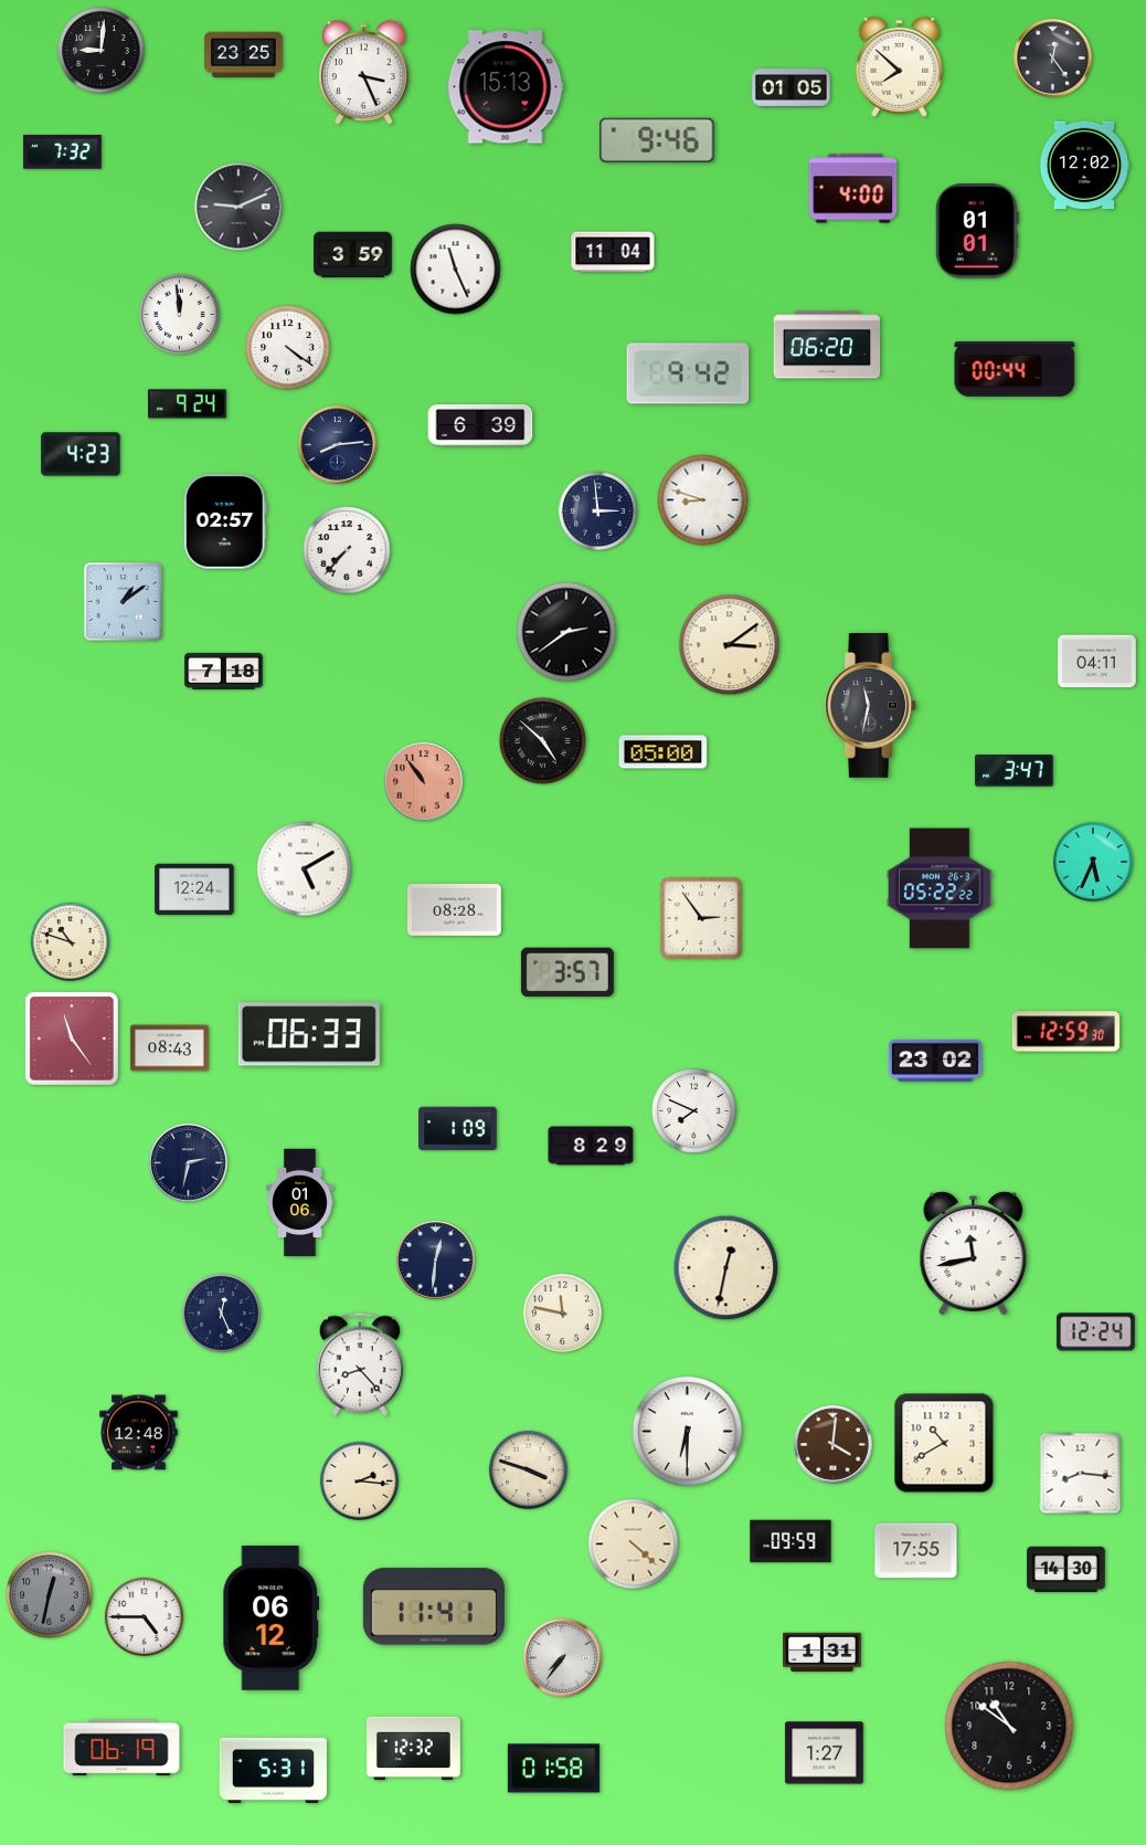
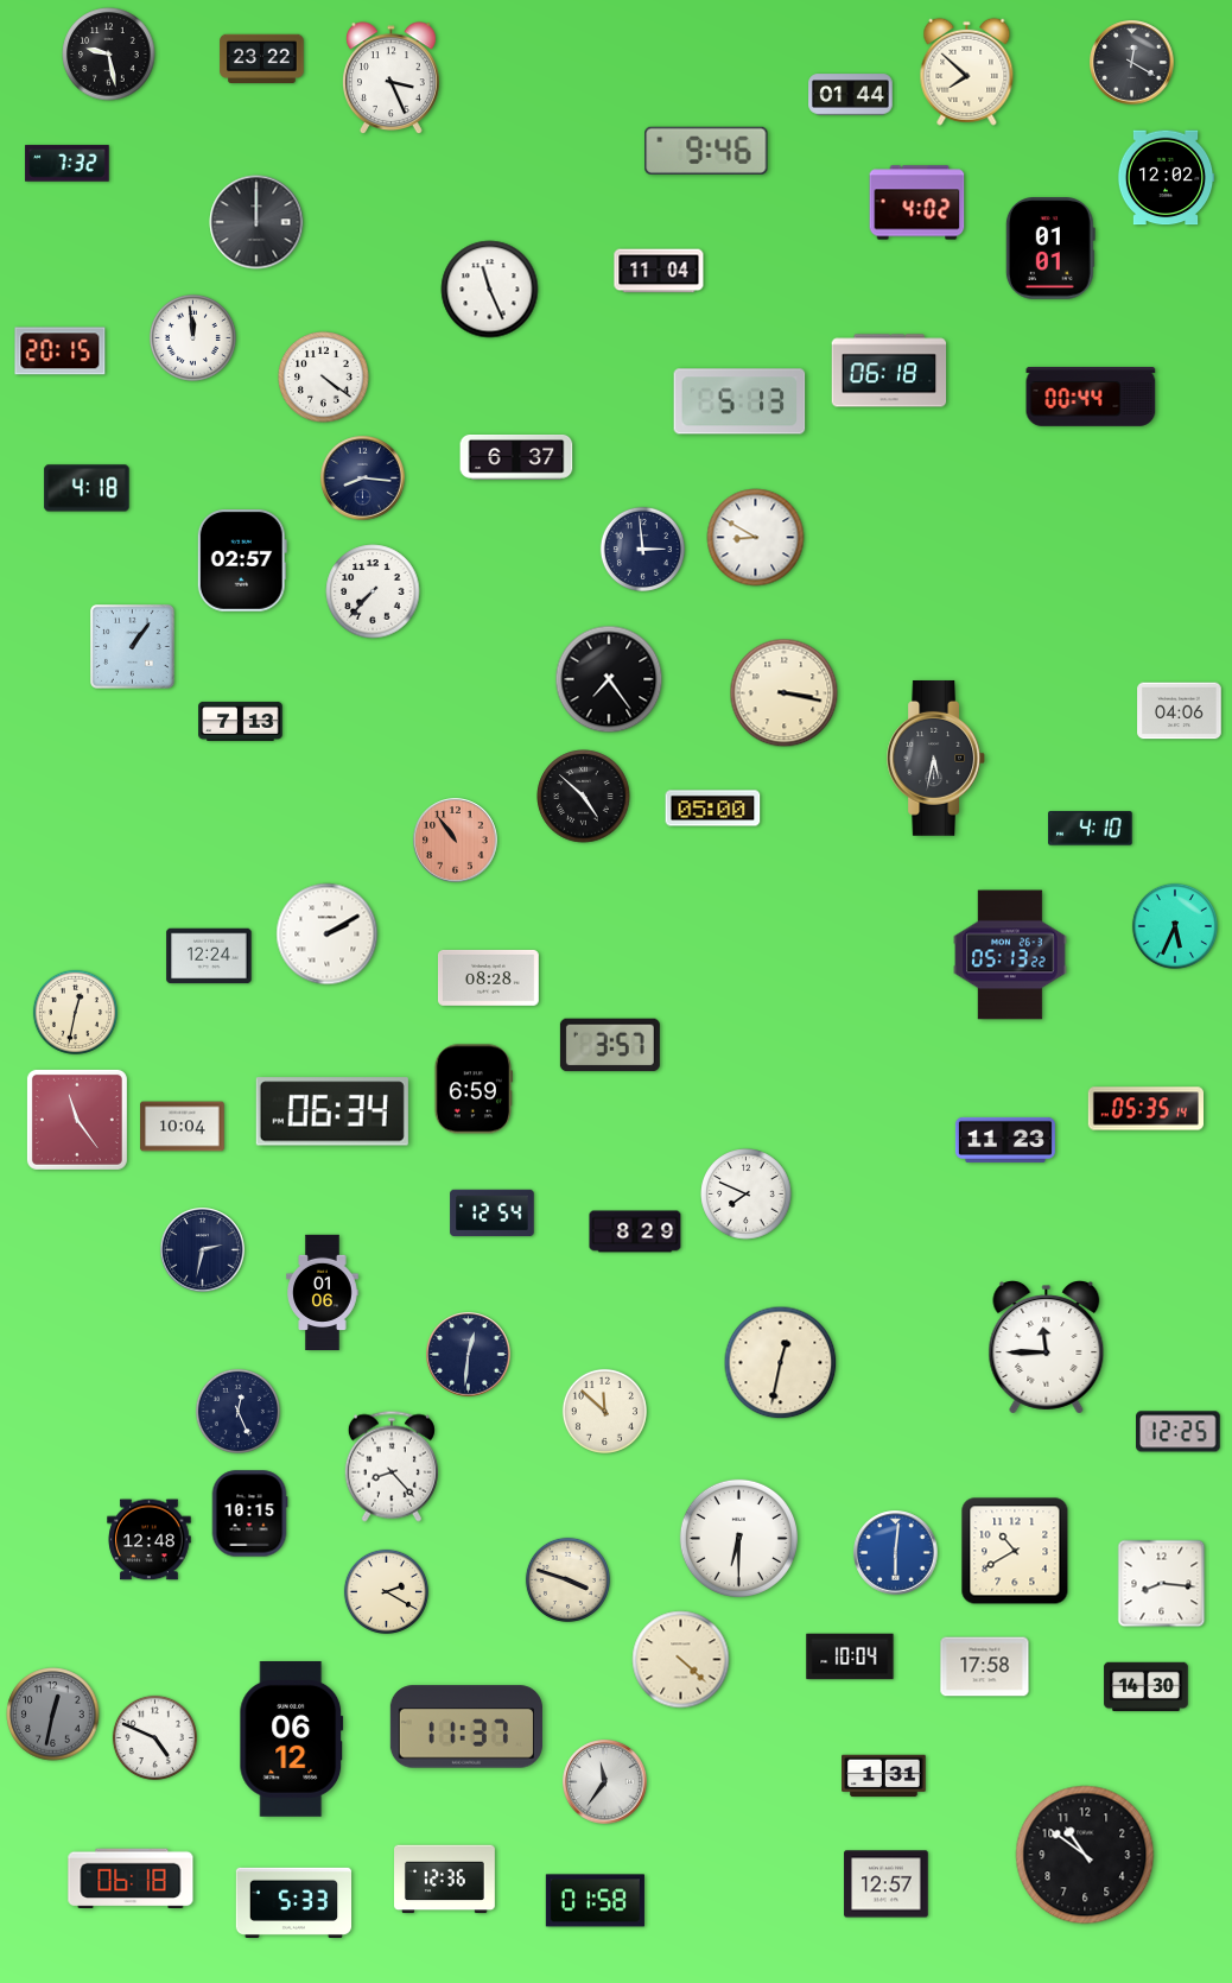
clock at (102, 51): 9:01 -> 9:28
clock at (244, 55): 23:25 -> 23:22
clock at (1053, 59): 12:24 -> 12:20
clock at (506, 87): 15:13 -> none
clock at (792, 88): 01:05 -> 01:44
clock at (853, 189): 4:00 -> 4:02
clock at (238, 207): 9:11 -> 12:00
clock at (353, 255): 3:59 -> none
clock at (61, 351): none -> 20:15
clock at (827, 345): 06:20 -> 06:18
clock at (288, 348) position: (288, 348) -> (324, 378)
clock at (688, 373): 9:42 -> 5:13
clock at (188, 404): 9:24 -> none
clock at (480, 426): 6:39 -> 6:37
clock at (338, 445): 8:14 -> 8:16
clock at (81, 454): 4:23 -> 4:18
clock at (703, 500): 8:48 -> 8:50
clock at (124, 602): 1:09 -> 1:06
clock at (566, 632): 2:39 -> 7:24
clock at (730, 645): 3:09 -> 3:17
clock at (1097, 662): 04:11 -> 04:06
clock at (224, 671): 7:18 -> 7:13
clock at (870, 705): 11:32 -> 5:32
clock at (1015, 771): 3:47 -> 4:10
clock at (305, 869): 5:10 -> 2:10
clock at (940, 888): 05:22 -> 05:13
clock at (701, 918): 2:54 -> none
clock at (70, 941): 10:48 -> 12:32
clock at (472, 1089): none -> 6:59
clock at (1065, 1032): 12:59 -> 05:35
clock at (309, 1034): 06:33 -> 06:34
clock at (72, 1039) position: (72, 1039) -> (77, 1120)
clock at (170, 1048): 08:43 -> 10:04
clock at (935, 1061): 23:02 -> 11:23
clock at (458, 1129): 1:09 -> 12:54
clock at (974, 1254): 11:43 -> 11:45
clock at (562, 1312): 11:47 -> 11:52
clock at (1096, 1332): 12:24 -> 12:25
clock at (360, 1364) position: (360, 1364) -> (392, 1466)
clock at (249, 1514): none -> 10:15
clock at (834, 1445): 4:01 -> 6:01
clock at (834, 1445) dial: brown -> blue
clock at (359, 1480): 2:16 -> 2:20
clock at (790, 1541): 09:59 -> 10:04
clock at (916, 1551): 17:55 -> 17:58
clock at (434, 1606): 11:41 -> 11:37
clock at (144, 1616): 4:45 -> 4:49
clock at (563, 1658): 7:36 -> 11:36
clock at (121, 1748): 06:19 -> 06:18
clock at (414, 1749): 12:32 -> 12:36
clock at (825, 1753): 1:27 -> 12:57
clock at (274, 1770): 5:31 -> 5:33
